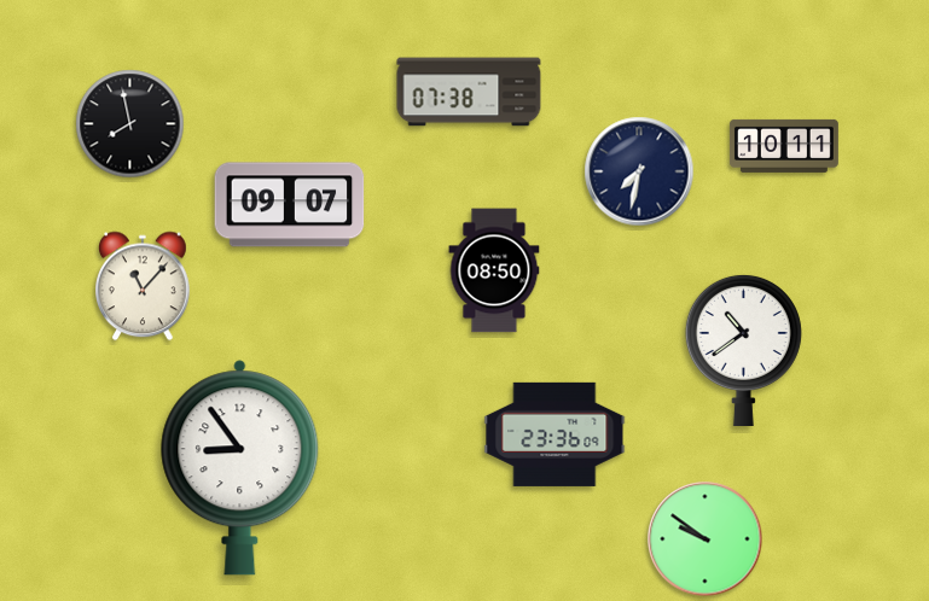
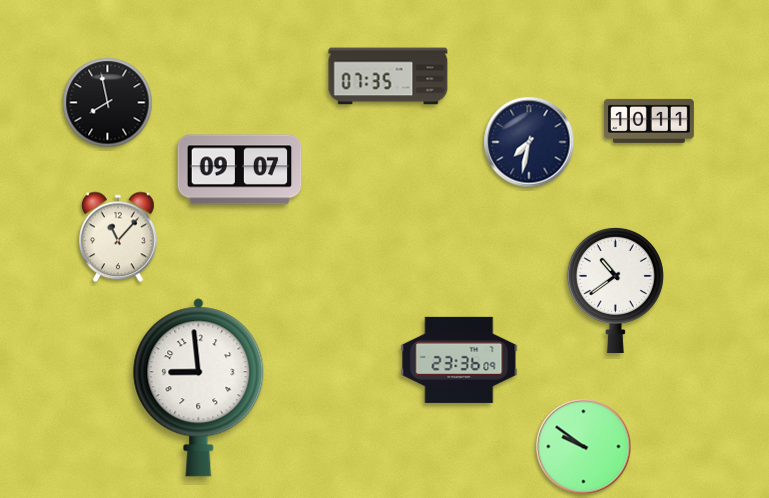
clock at (469, 92): 07:38 -> 07:35
clock at (494, 270): 08:50 -> none
clock at (240, 468): 8:54 -> 8:59
